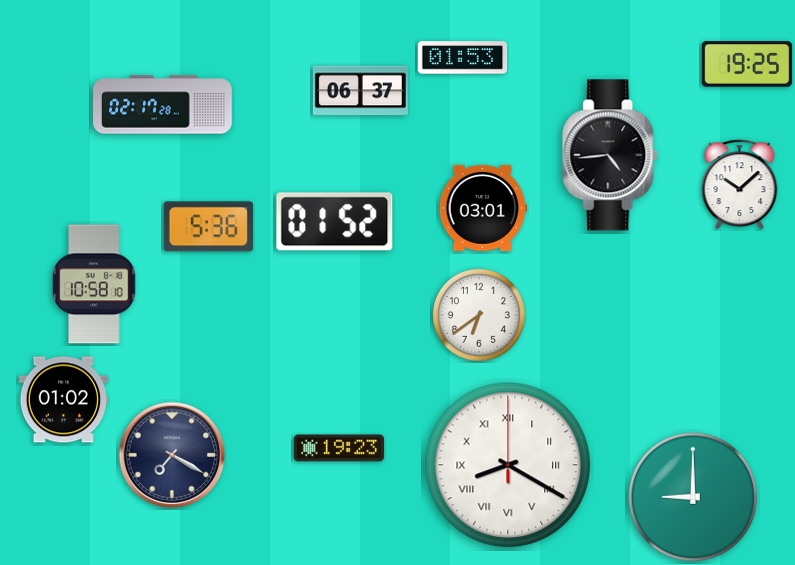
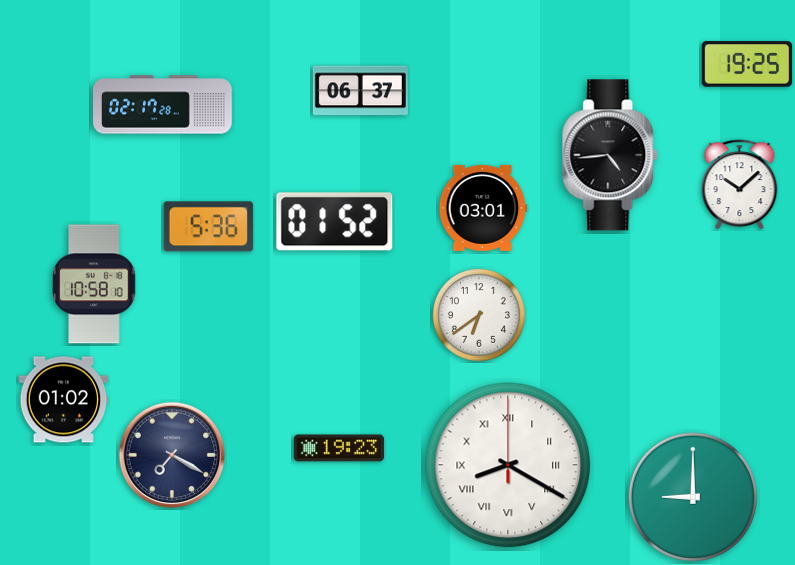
clock at (463, 58): 01:53 -> none
